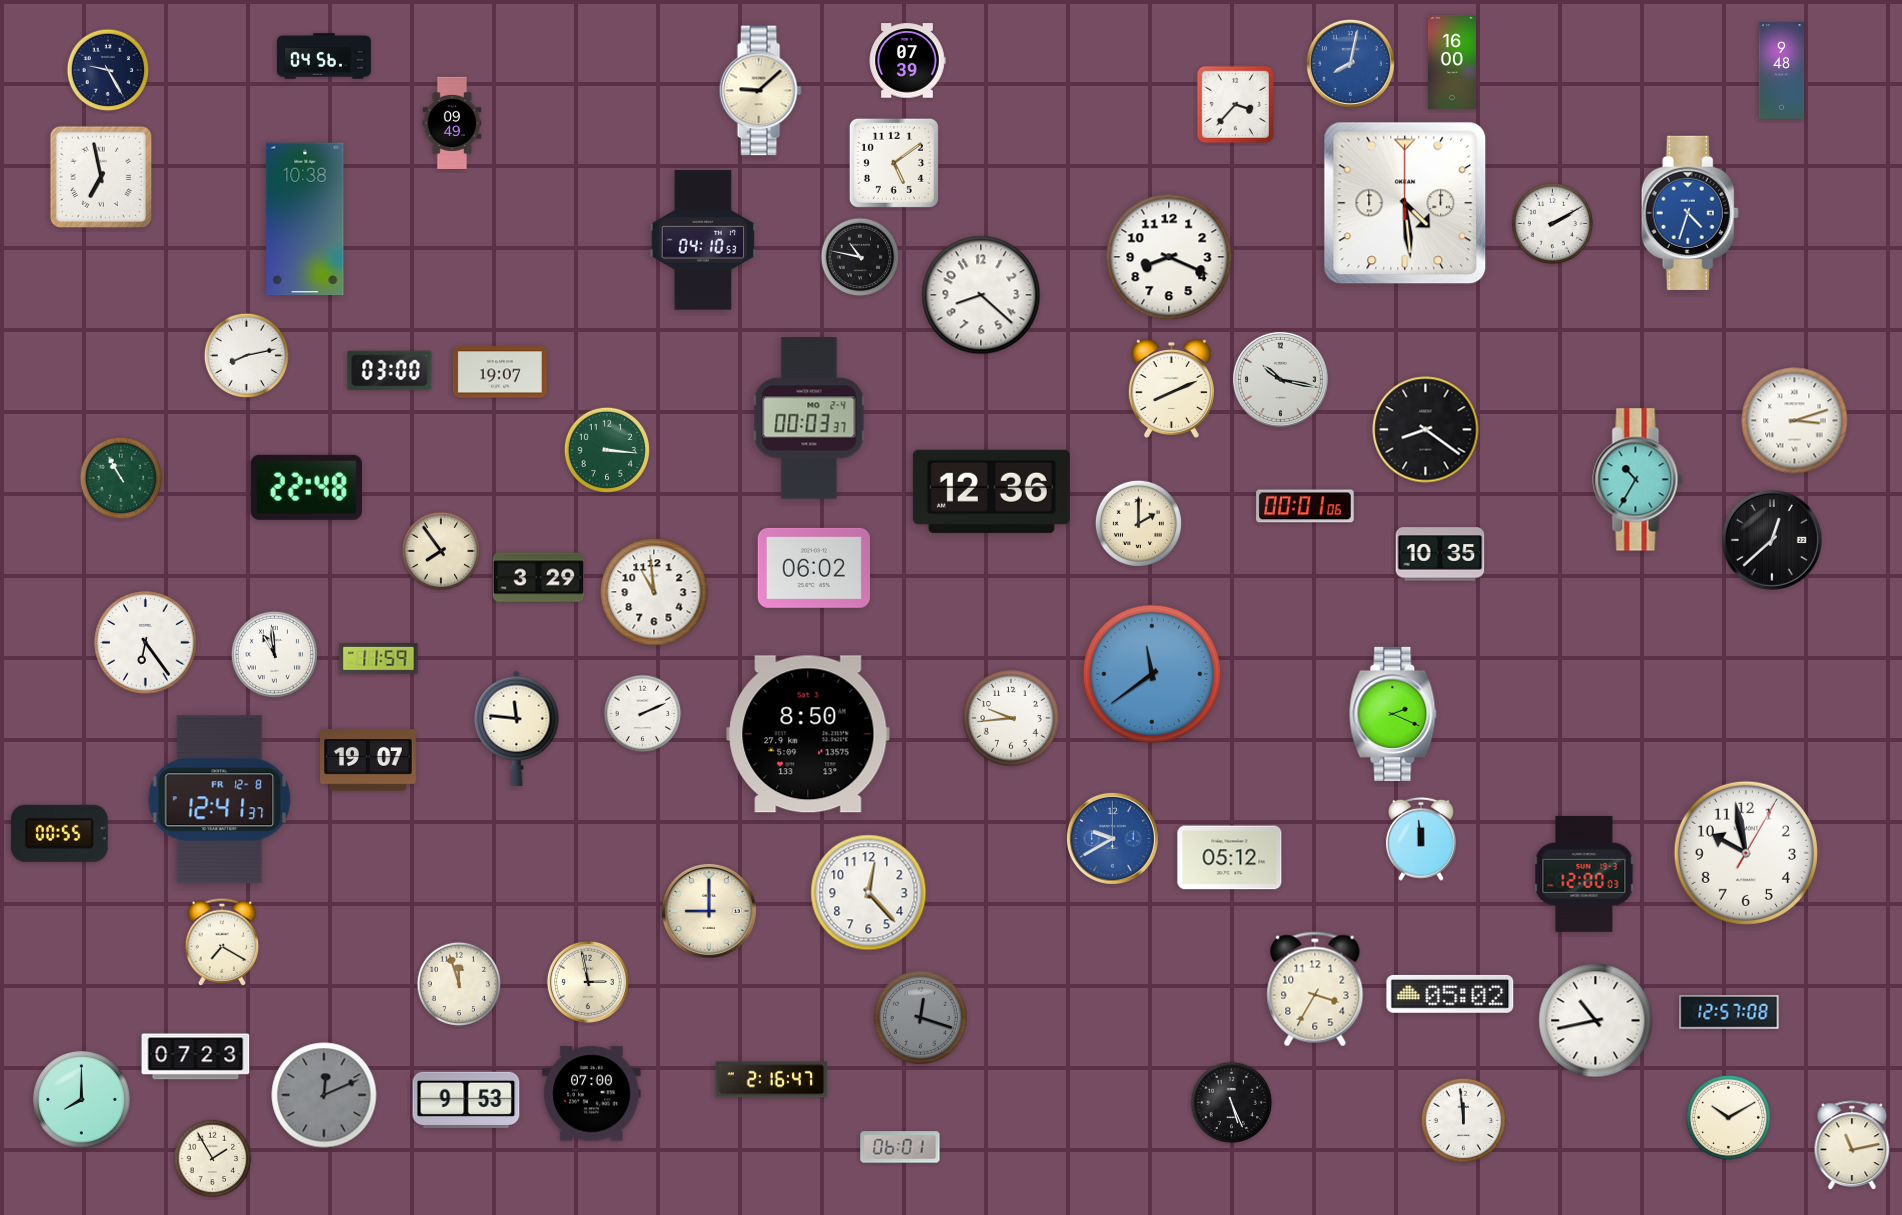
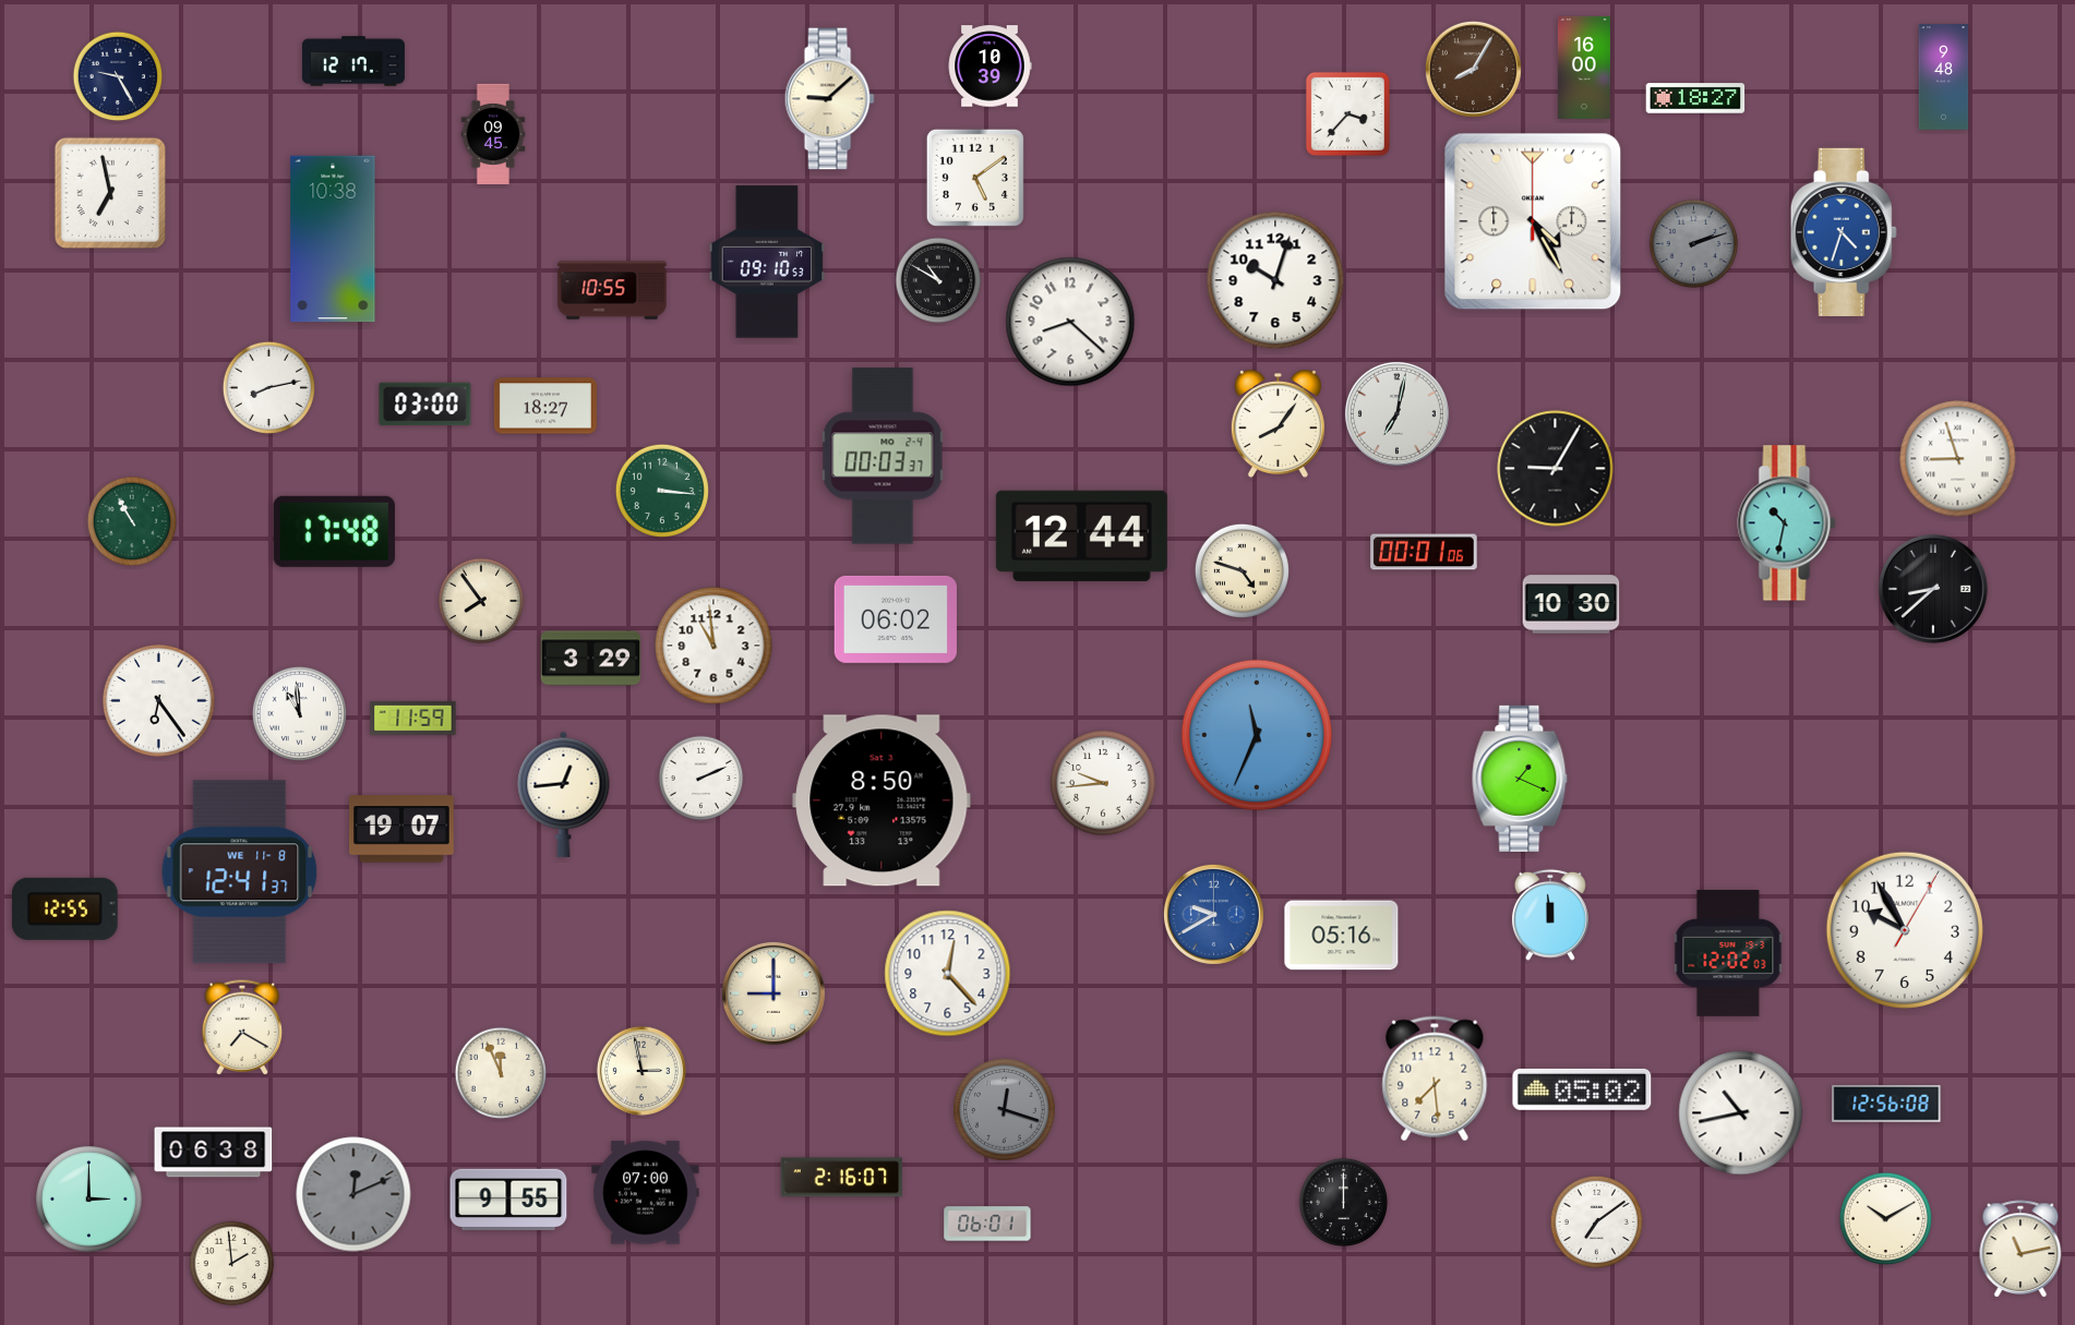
clock at (324, 56): 04:56 -> 12:17
clock at (907, 61): 07:39 -> 10:39
clock at (1350, 63): 8:02 -> 8:05
clock at (1350, 63) dial: blue -> brown
clock at (1695, 98): none -> 18:27
clock at (452, 122): 09:49 -> 09:45
clock at (1405, 203): 4:29 -> 4:25
clock at (1553, 224): 2:10 -> 2:12
clock at (1553, 224) dial: white -> grey
clock at (703, 240): 04:10 -> 09:10
clock at (860, 257): 10:47 -> 10:50
clock at (1169, 257): 8:19 -> 10:03
clock at (612, 290): none -> 10:55
clock at (500, 372): 19:07 -> 18:27
clock at (1280, 379): 10:17 -> 7:02
clock at (1171, 388): 8:11 -> 8:06
clock at (1795, 421): 3:12 -> 8:57
clock at (1426, 430): 8:21 -> 9:05
clock at (1638, 480): 10:35 -> 10:32
clock at (306, 487): 22:48 -> 17:48
clock at (991, 491): 12:36 -> 12:44
clock at (1138, 523): 2:00 -> 4:48
clock at (1772, 540): 12:38 -> 8:38
clock at (1440, 554): 10:35 -> 10:30
clock at (814, 568) position: (814, 568) -> (896, 619)
clock at (539, 578) position: (539, 578) -> (591, 659)
clock at (1152, 674): 11:39 -> 11:34
clock at (1393, 714): 2:19 -> 1:19
clock at (517, 728): 11:46 -> 12:44
clock at (220, 800) date: FR 12-8 -> WE 11-8
clock at (59, 833): 00:55 -> 12:55
clock at (1746, 853): 9:58 -> 9:55
clock at (1230, 858): 05:12 -> 05:16
clock at (1584, 874): 12:00 -> 12:02
clock at (458, 983): 11:57 -> 11:56
clock at (1315, 989): 3:35 -> 7:29
clock at (1450, 994) position: (1450, 994) -> (1582, 1089)
clock at (1729, 1013): 12:57 -> 12:56
clock at (196, 1057): 07:23 -> 06:38
clock at (772, 1080): 2:16:47 -> 2:16:07
clock at (466, 1099): 9:53 -> 9:55
clock at (82, 1100): 8:00 -> 3:00
clock at (1232, 1103): 5:26 -> 12:00
clock at (1463, 1120): 11:59 -> 7:09
clock at (900, 1147) position: (900, 1147) -> (987, 1224)
clock at (213, 1159): 1:55 -> 1:59
